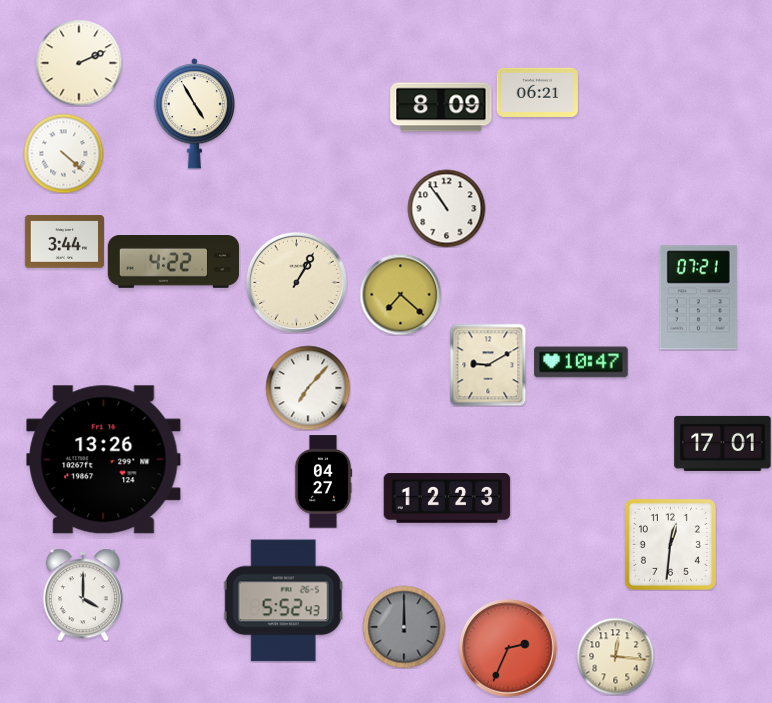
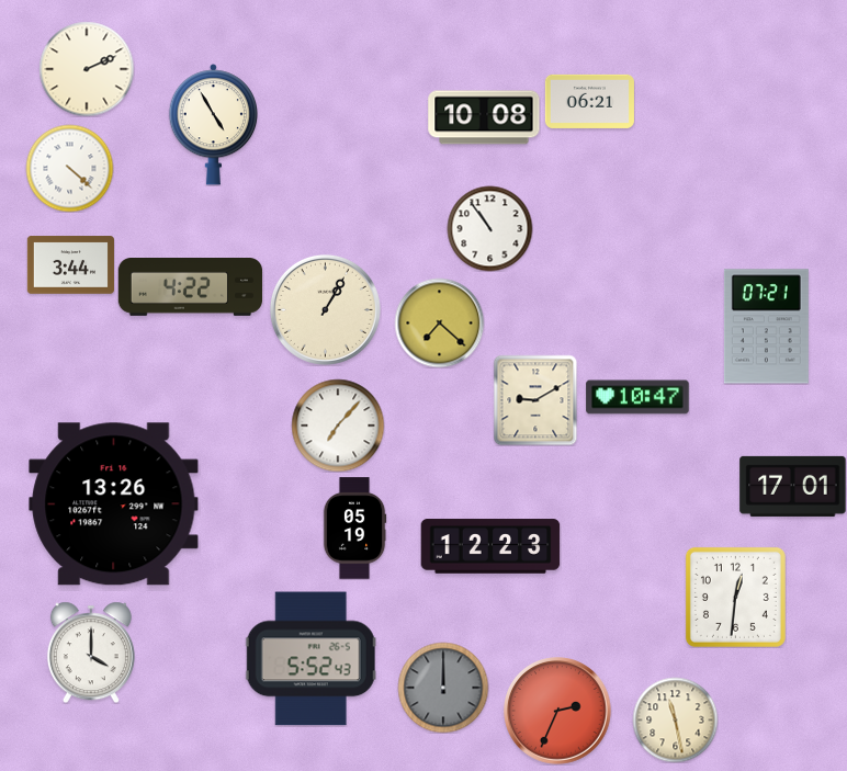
clock at (441, 107): 8:09 -> 10:08
clock at (323, 482): 04:27 -> 05:19
clock at (615, 656): 12:16 -> 11:28
